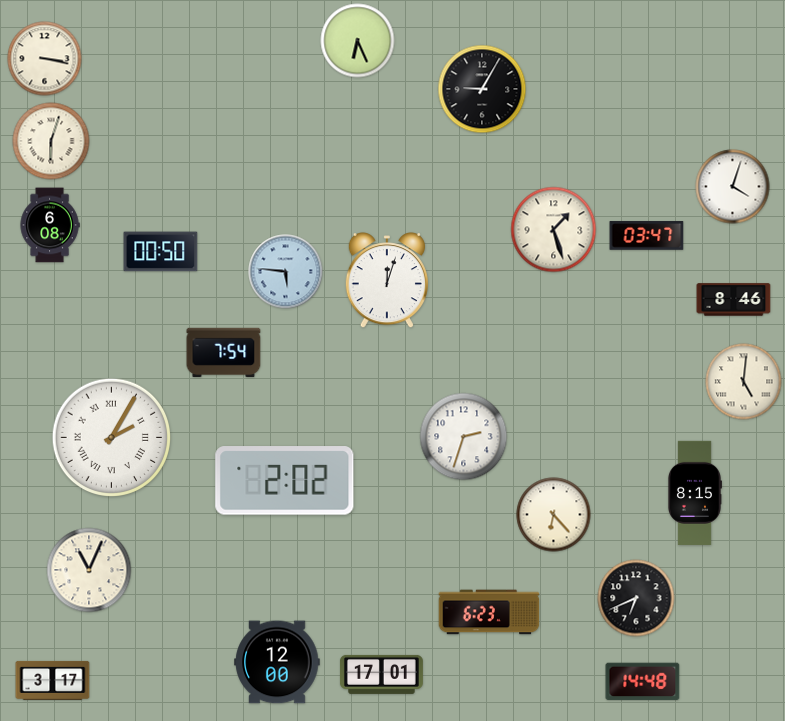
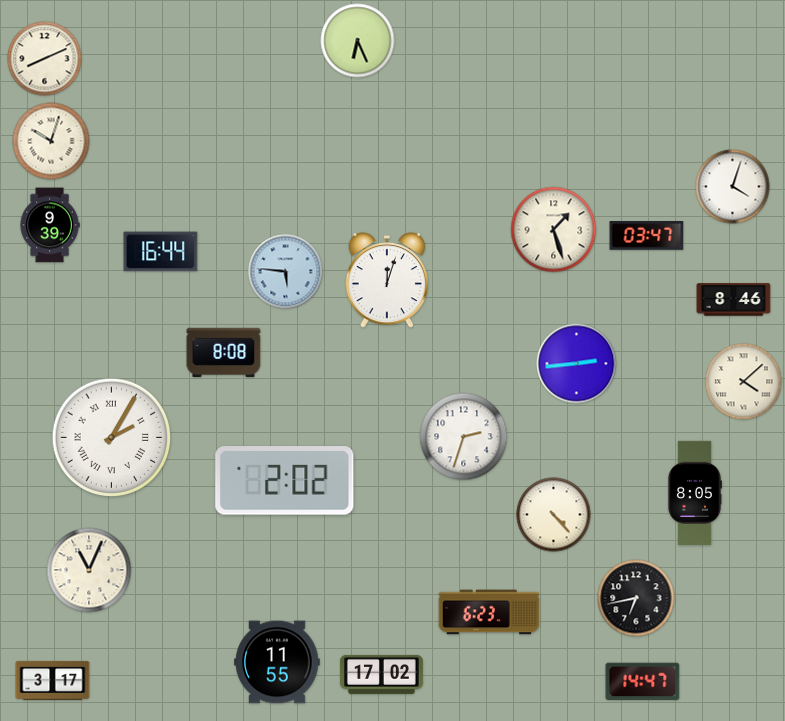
clock at (45, 59): 3:17 -> 8:11
clock at (482, 89): 9:05 -> none
clock at (51, 141): 6:03 -> 10:03
clock at (50, 225): 6:08 -> 9:39
clock at (161, 252): 00:50 -> 16:44
clock at (224, 353): 7:54 -> 8:08
clock at (577, 364): none -> 2:44
clock at (744, 382): 5:01 -> 4:08
clock at (694, 493): 8:15 -> 8:05
clock at (554, 515): 6:23 -> 4:23
clock at (636, 598): 6:41 -> 6:43
clock at (277, 662): 12:00 -> 11:55
clock at (381, 674): 17:01 -> 17:02
clock at (643, 682): 14:48 -> 14:47
